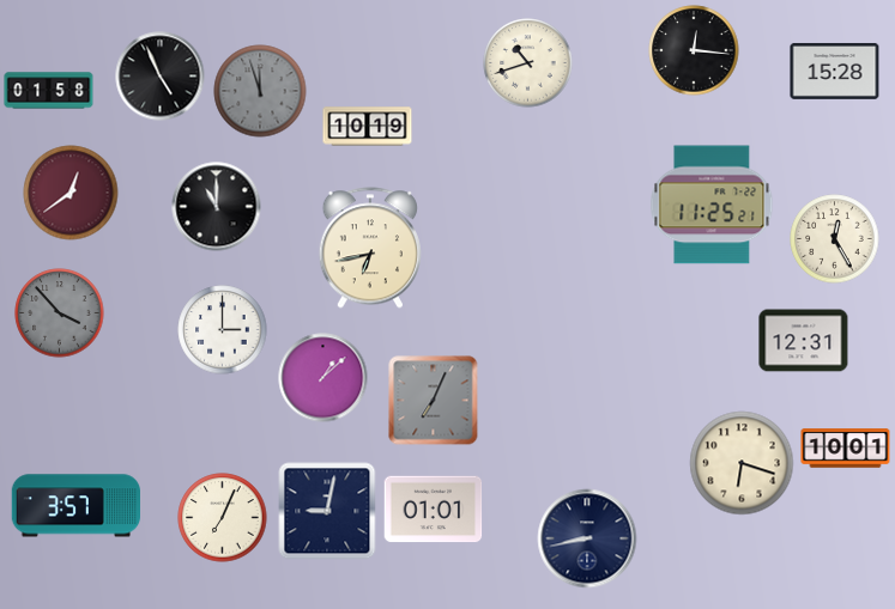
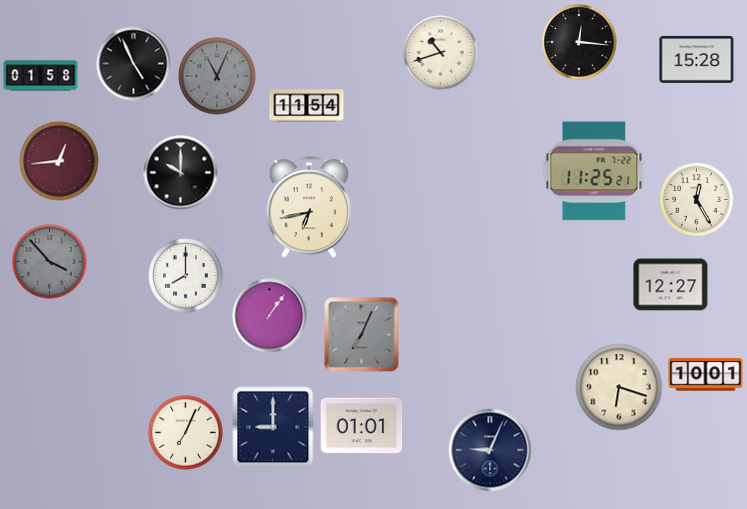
clock at (260, 91): 11:57 -> 11:04
clock at (368, 127): 10:19 -> 11:54
clock at (71, 193): 12:39 -> 12:44
clock at (217, 207): 11:00 -> 10:00
clock at (223, 330): 3:00 -> 8:00
clock at (804, 341): 12:31 -> 12:27
clock at (323, 378): 1:08 -> 1:06
clock at (75, 506): 3:57 -> none
clock at (327, 511): 9:02 -> 9:00
clock at (587, 538): 8:43 -> 9:04
